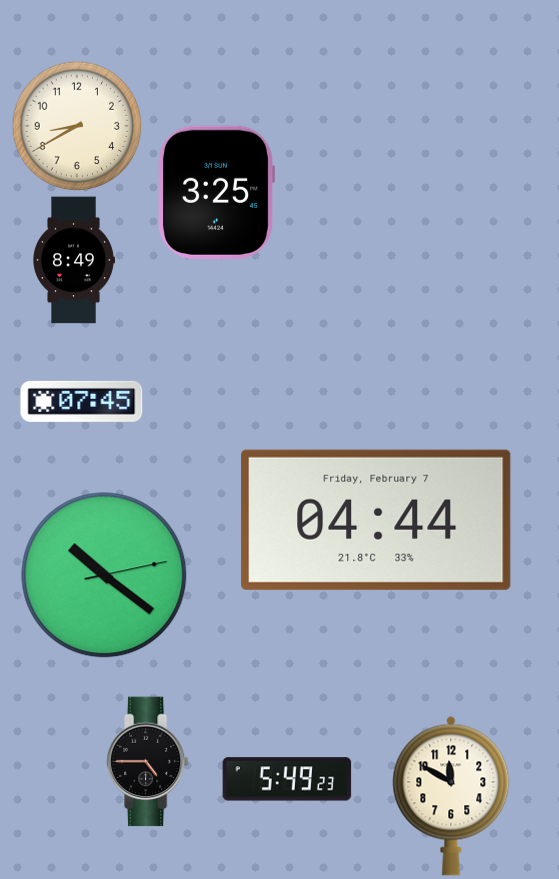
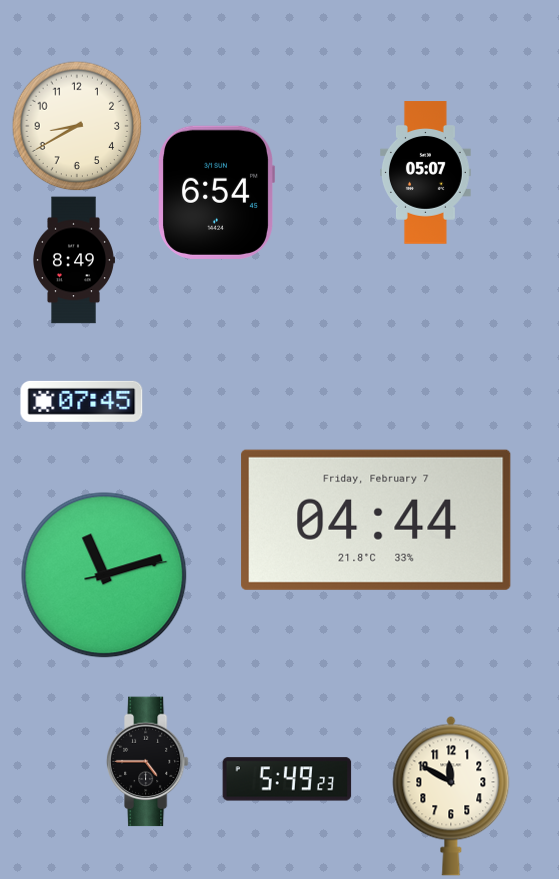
clock at (426, 173): none -> 05:07
clock at (217, 192): 3:25 -> 6:54
clock at (104, 575): 10:21 -> 11:12
